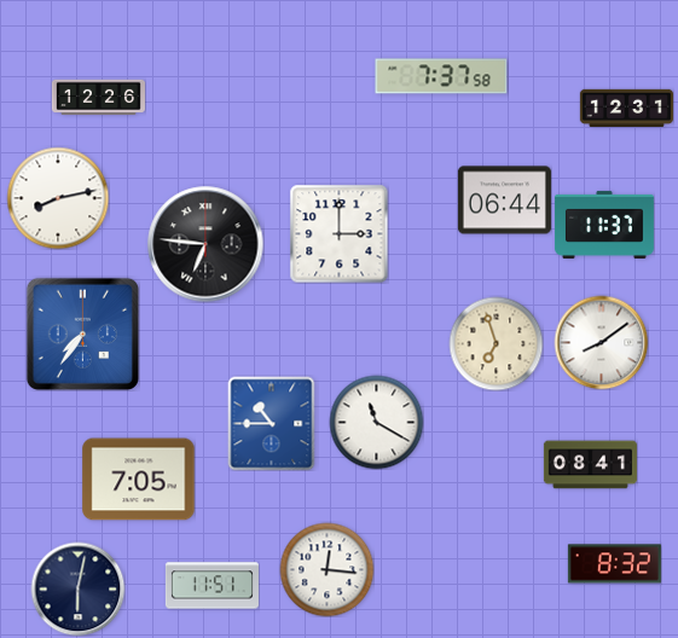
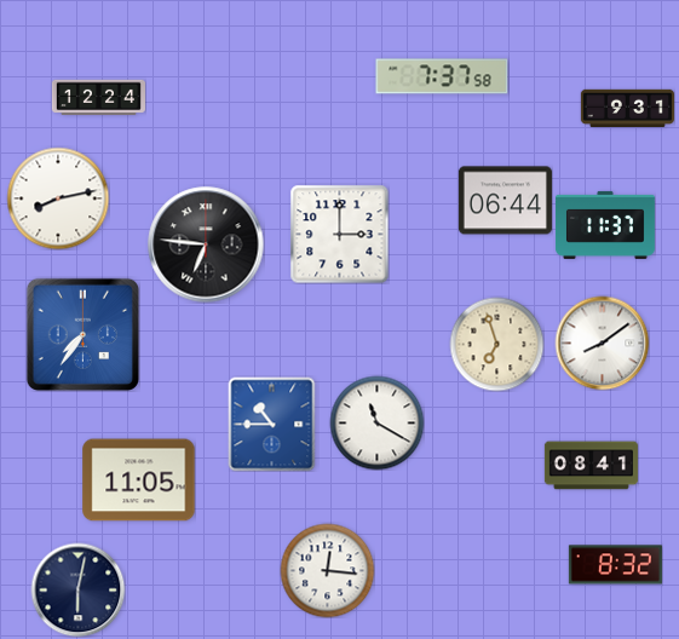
clock at (98, 97): 12:26 -> 12:24
clock at (626, 108): 12:31 -> 9:31
clock at (139, 480): 7:05 -> 11:05
clock at (211, 586): 11:51 -> none
